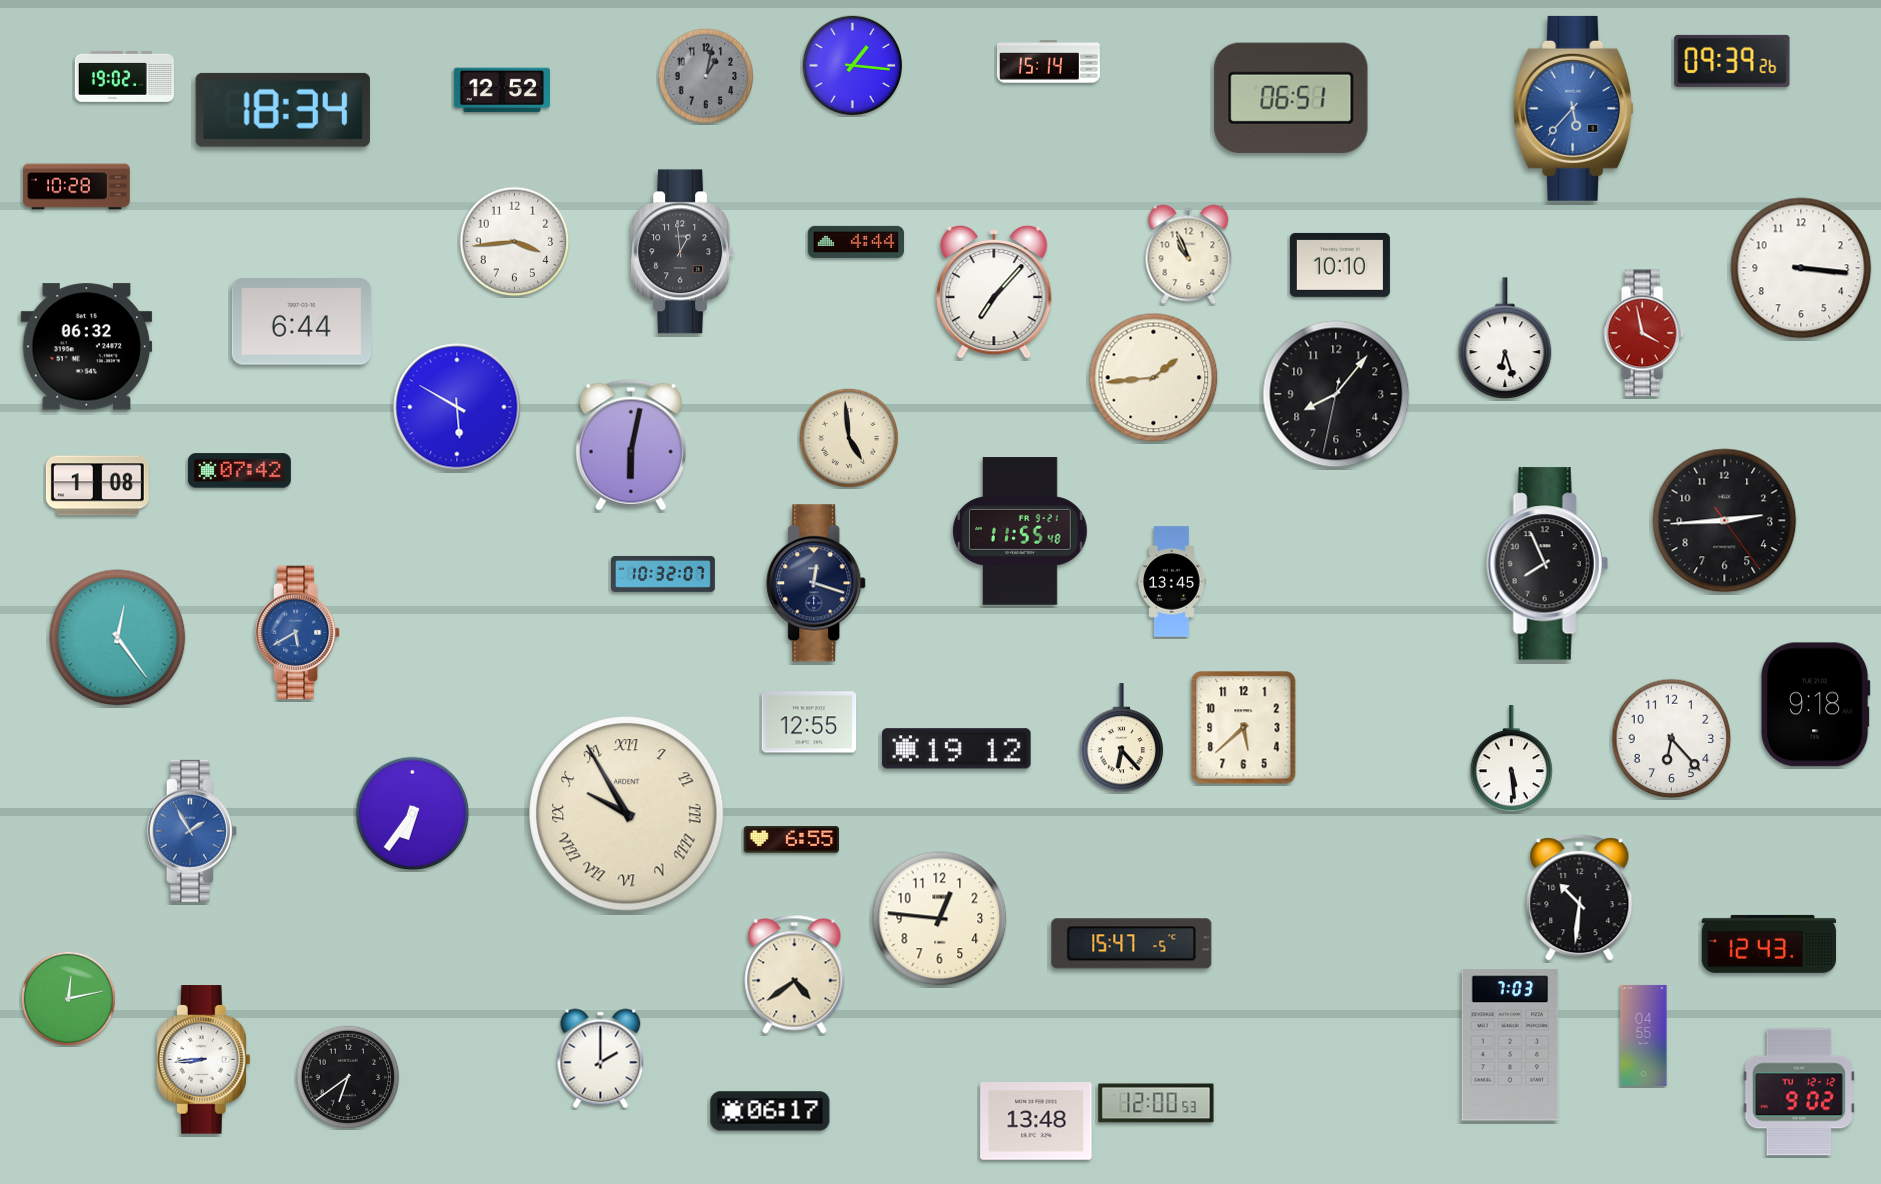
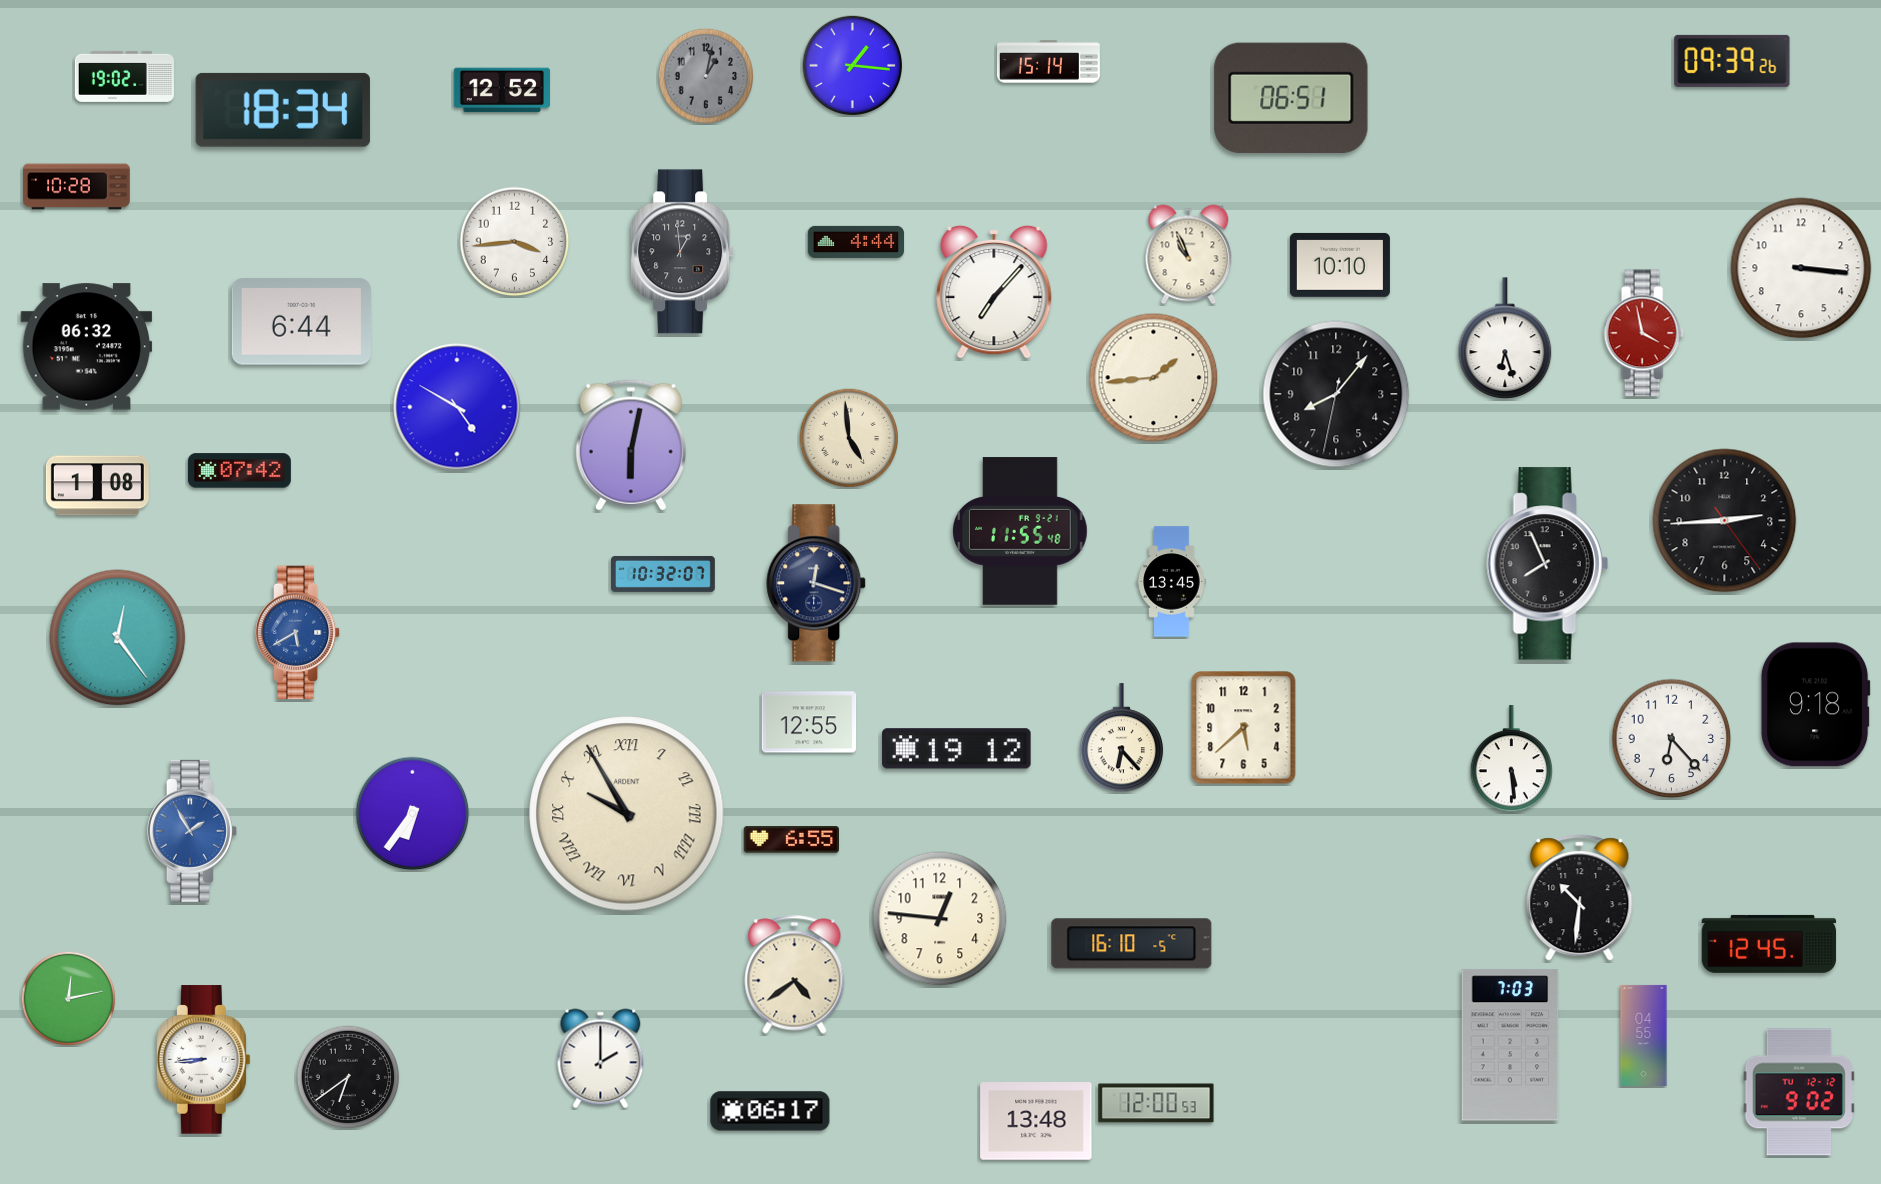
clock at (1574, 108): 5:37 -> none
clock at (457, 407): 5:50 -> 4:50
clock at (1132, 944): 15:47 -> 16:10
clock at (1769, 944): 12:43 -> 12:45
